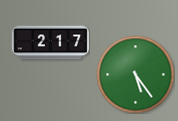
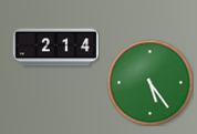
clock at (50, 43): 2:17 -> 2:14
